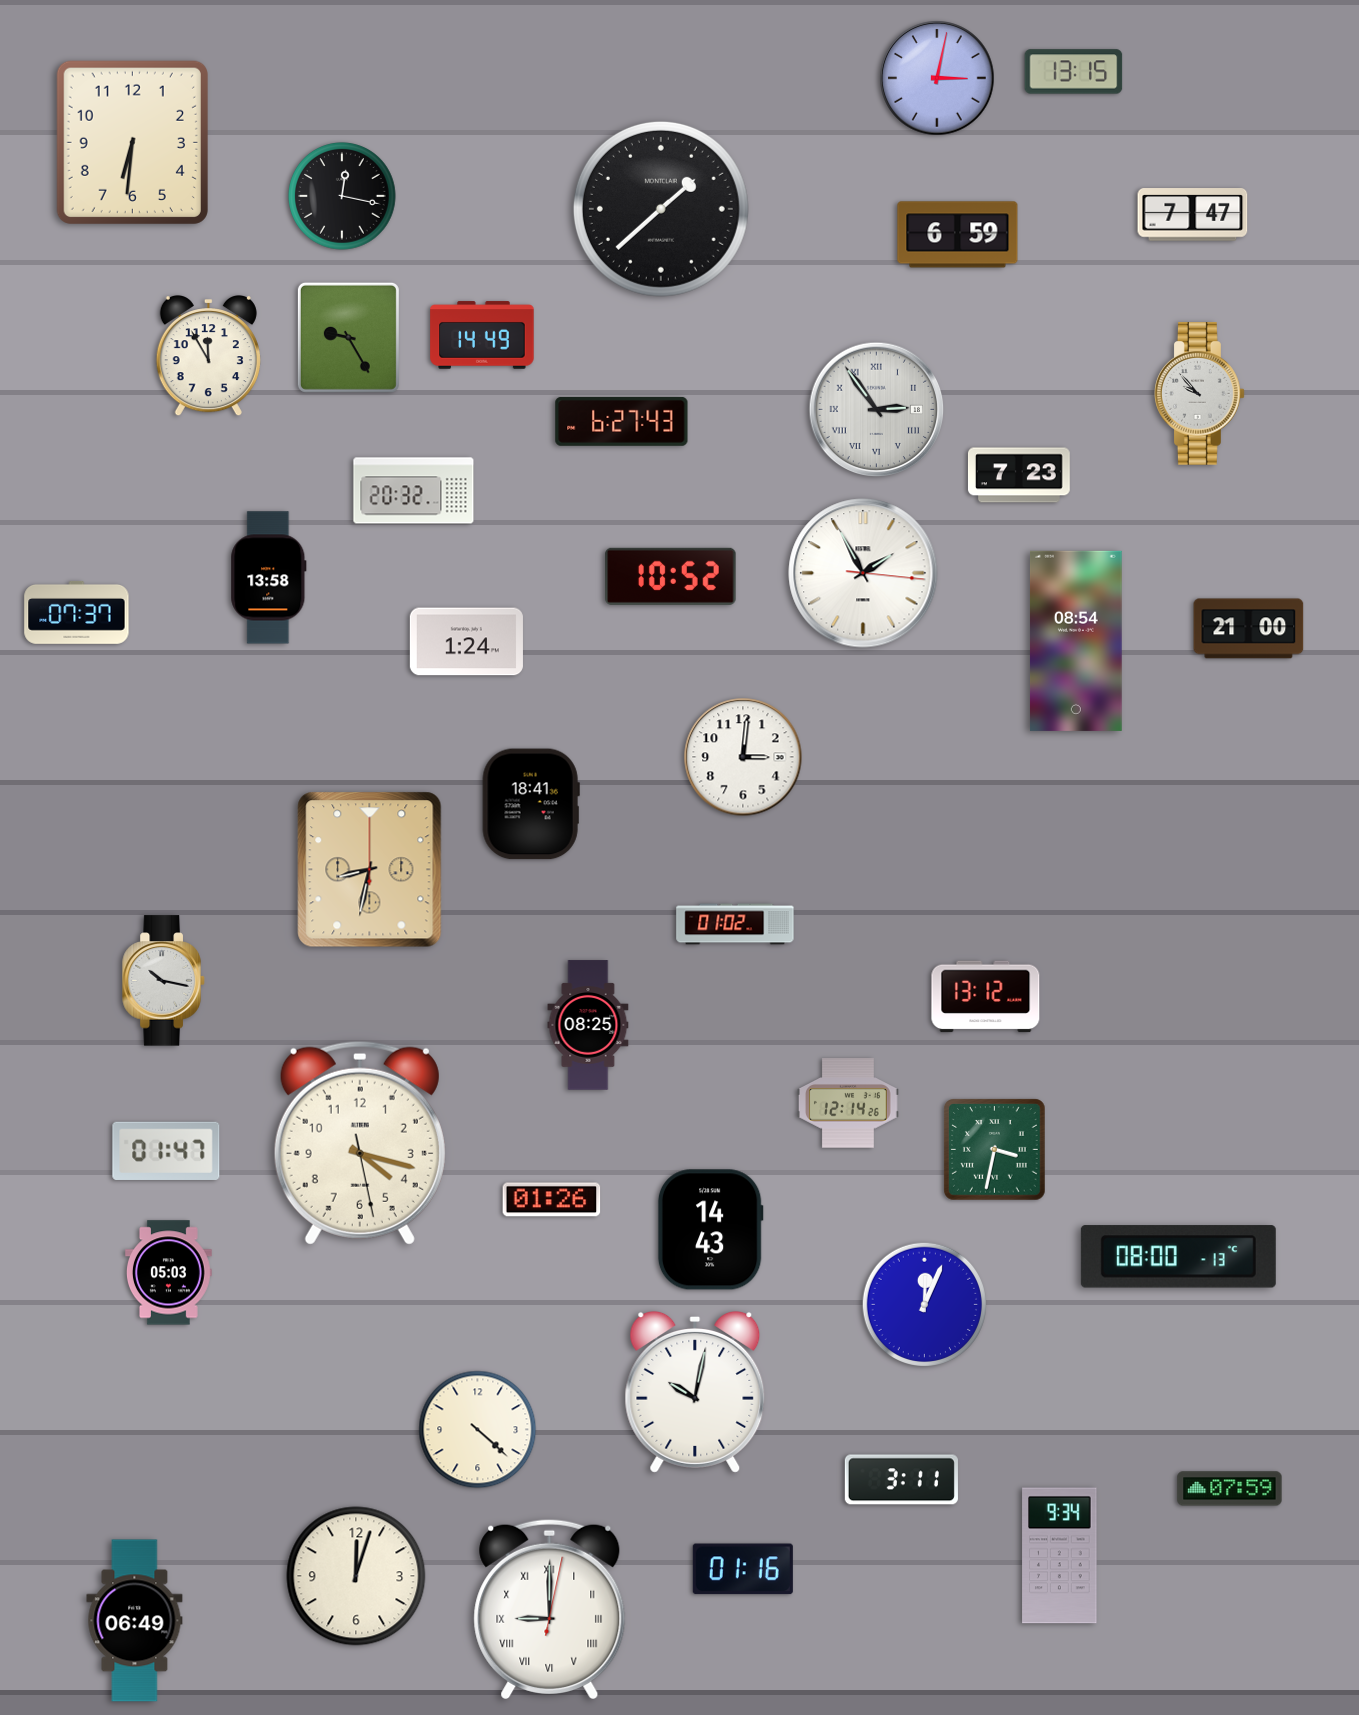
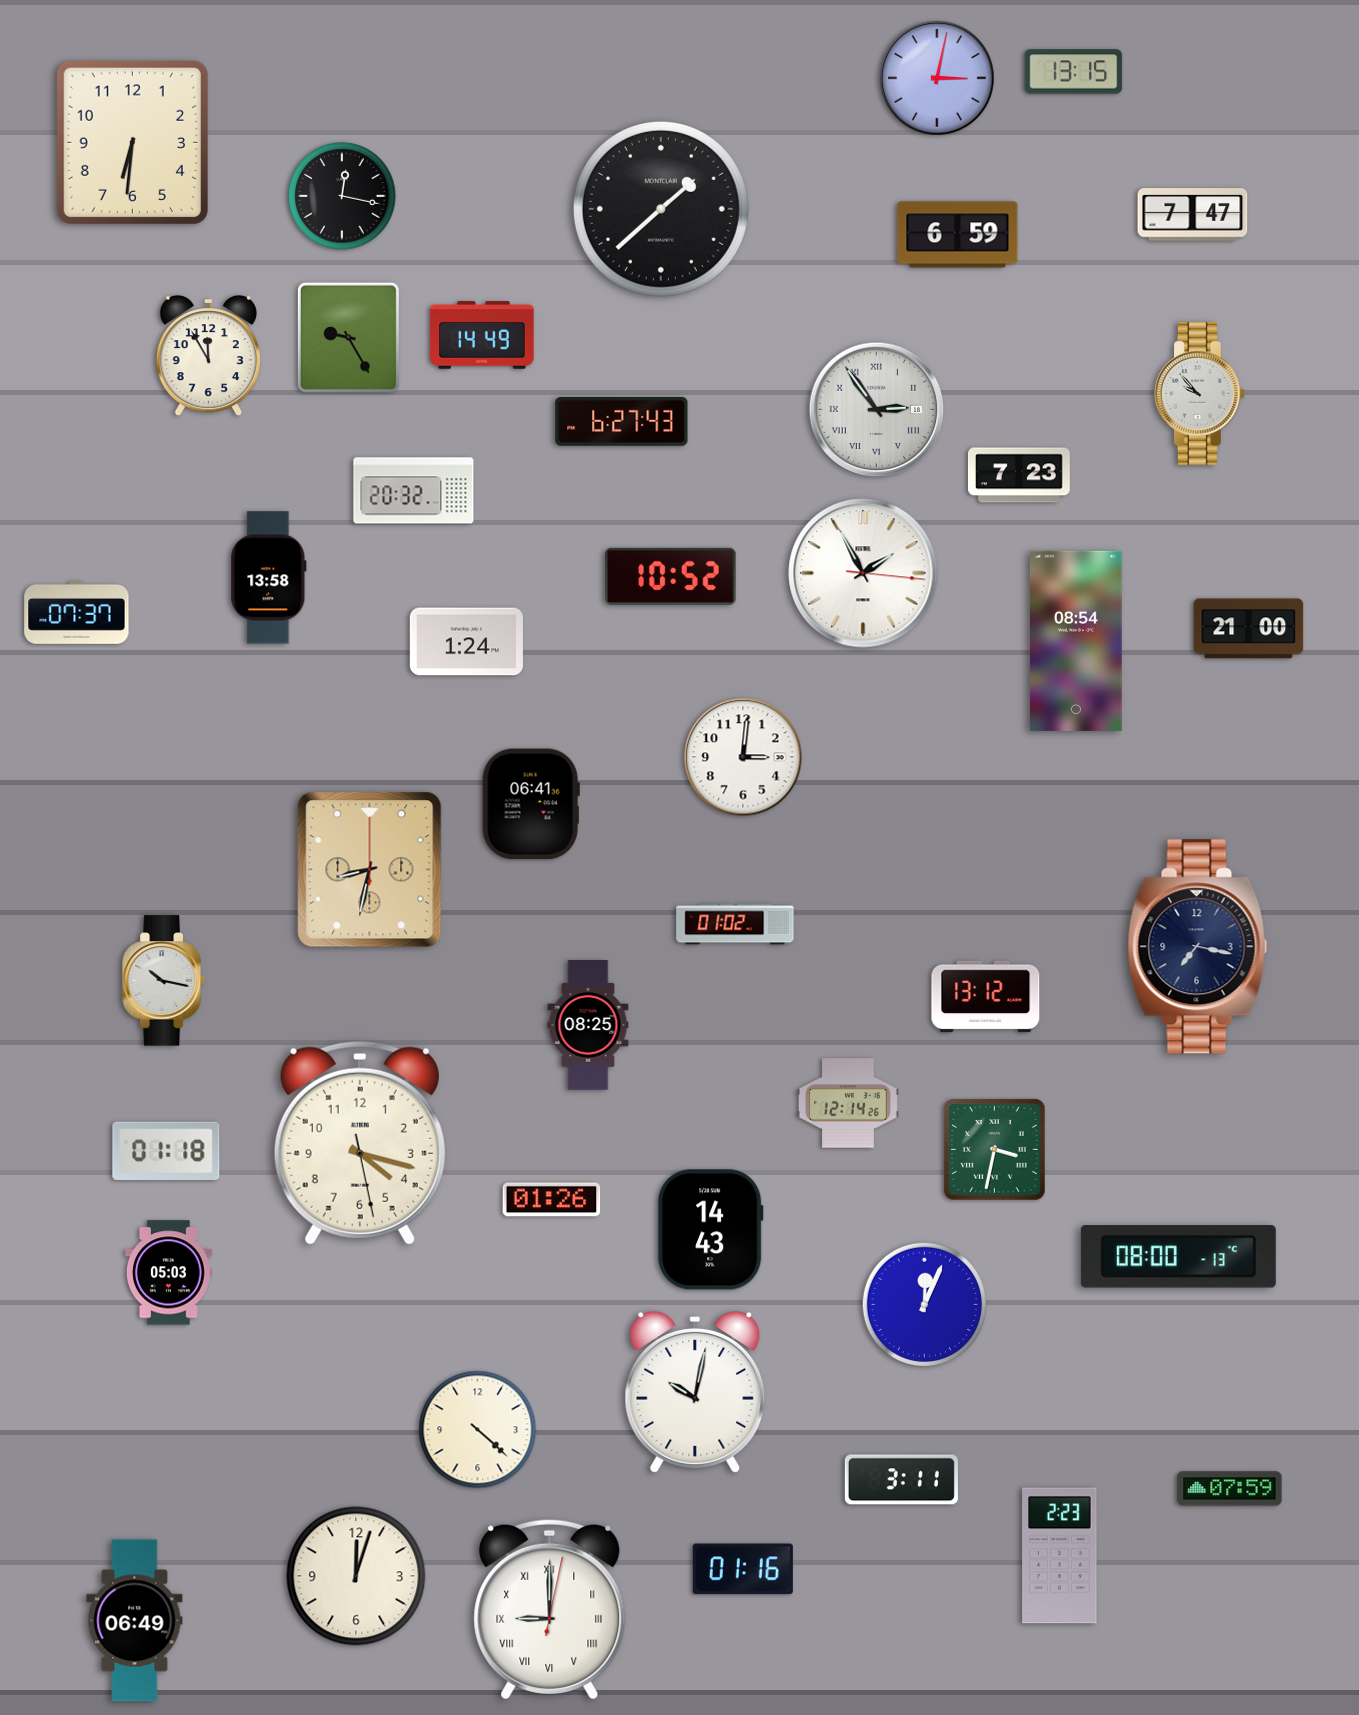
clock at (531, 804): 18:41 -> 06:41
clock at (1198, 947): none -> 7:17
clock at (166, 1151): 01:47 -> 01:18
clock at (1060, 1556): 9:34 -> 2:23
